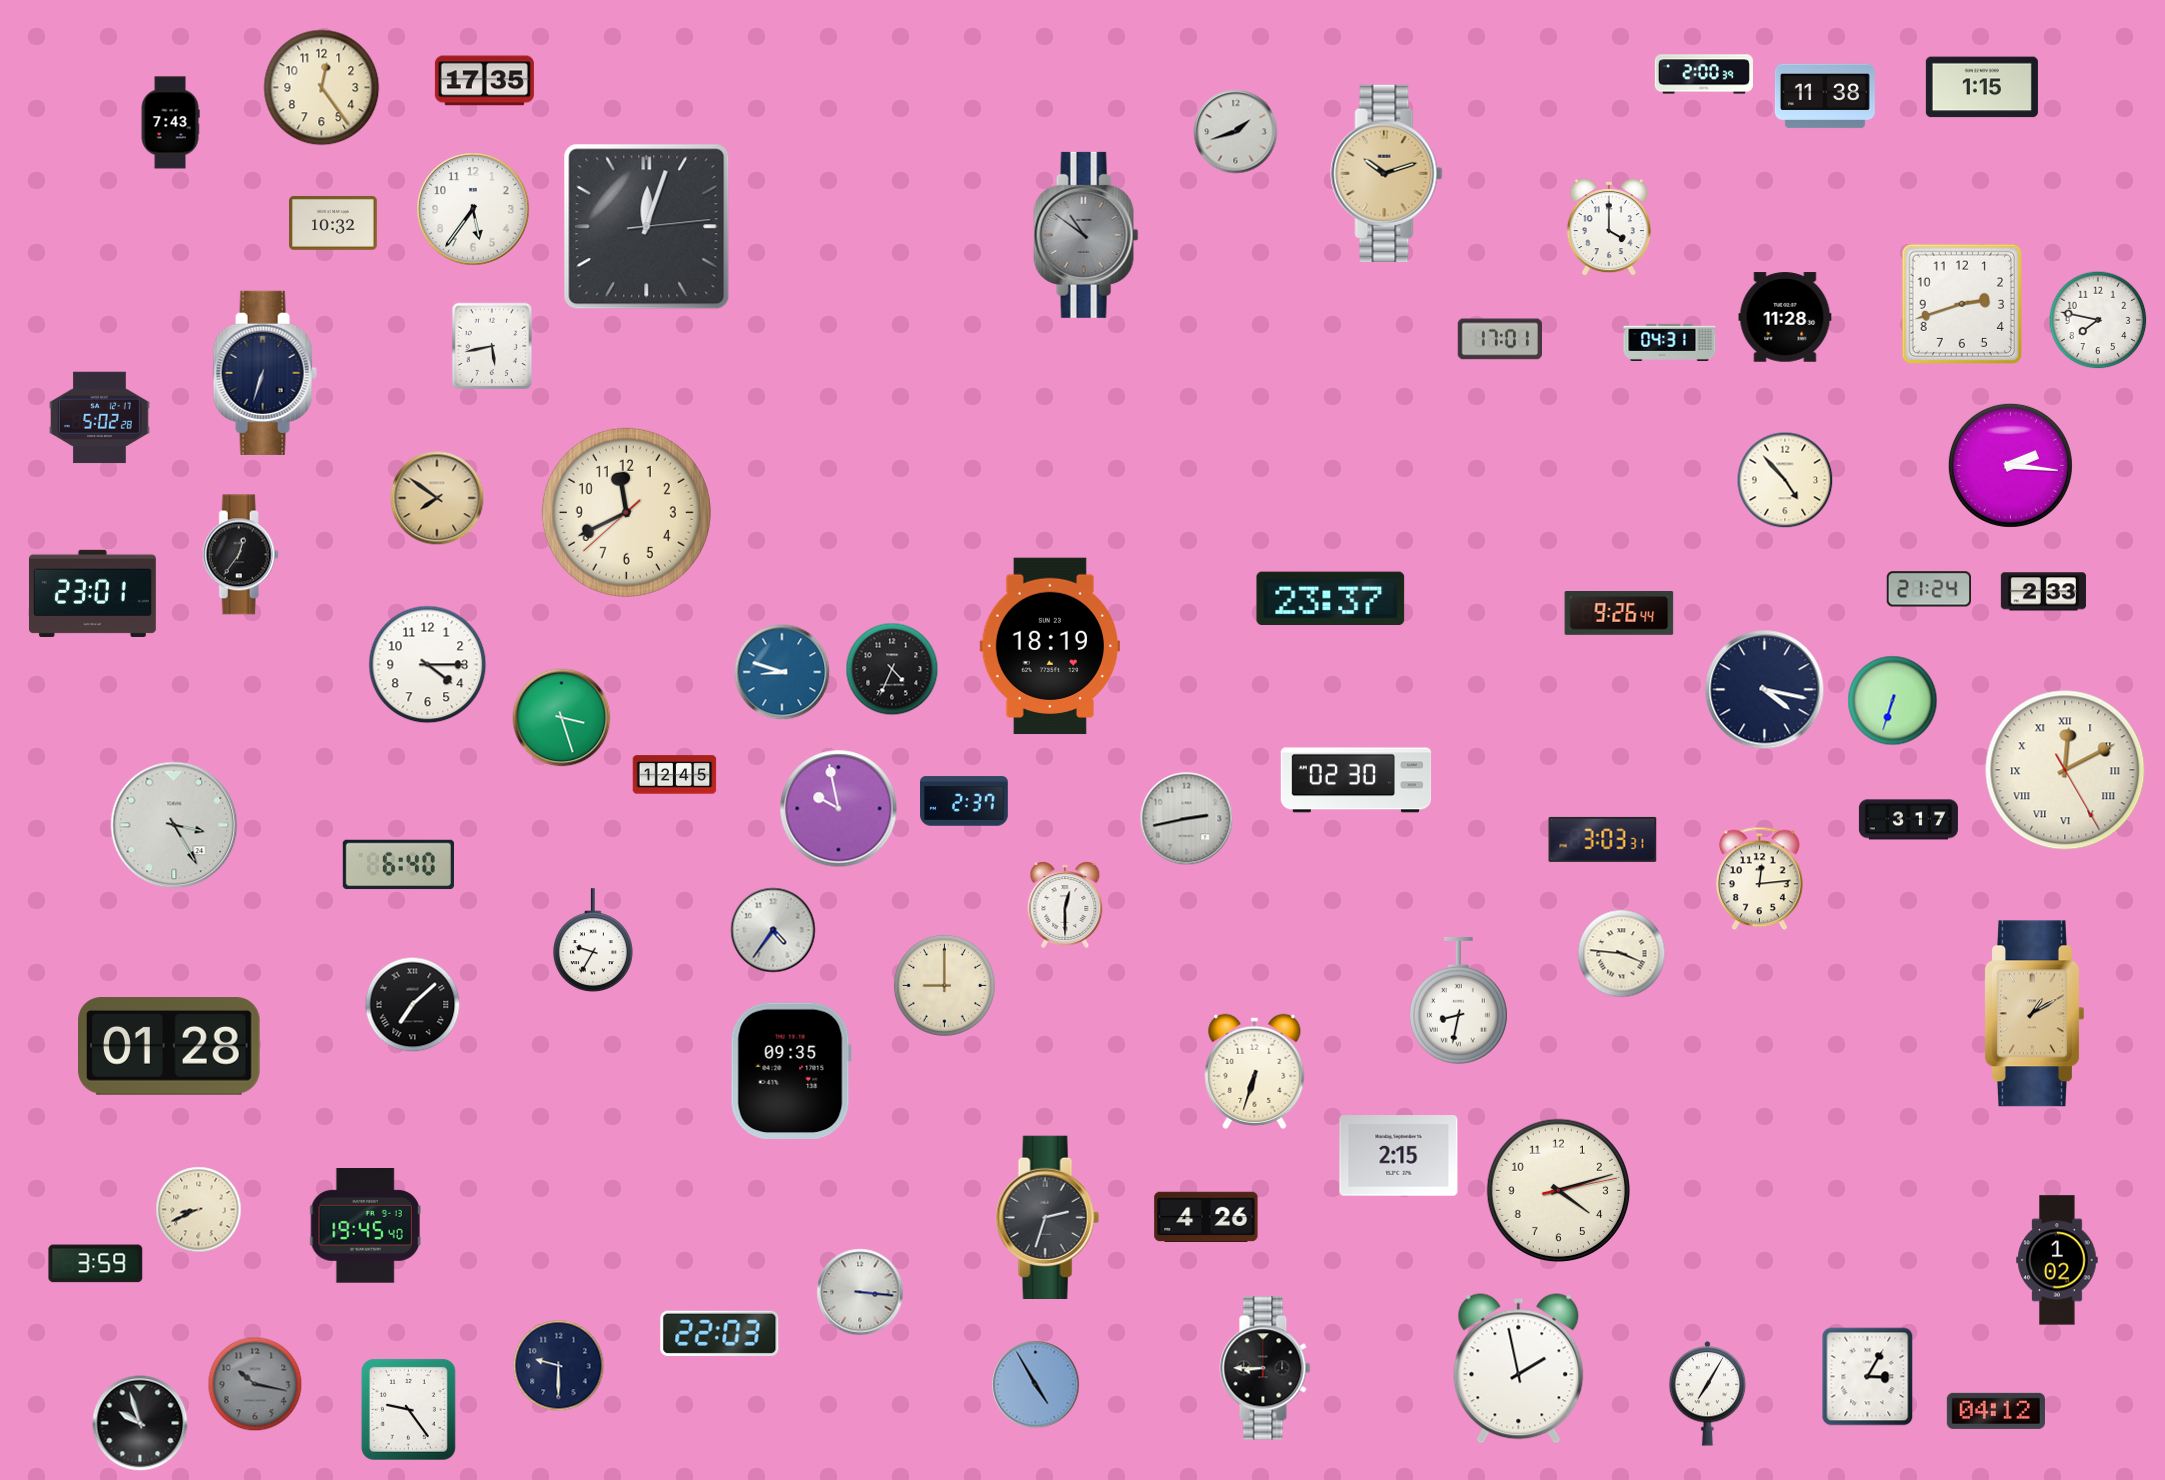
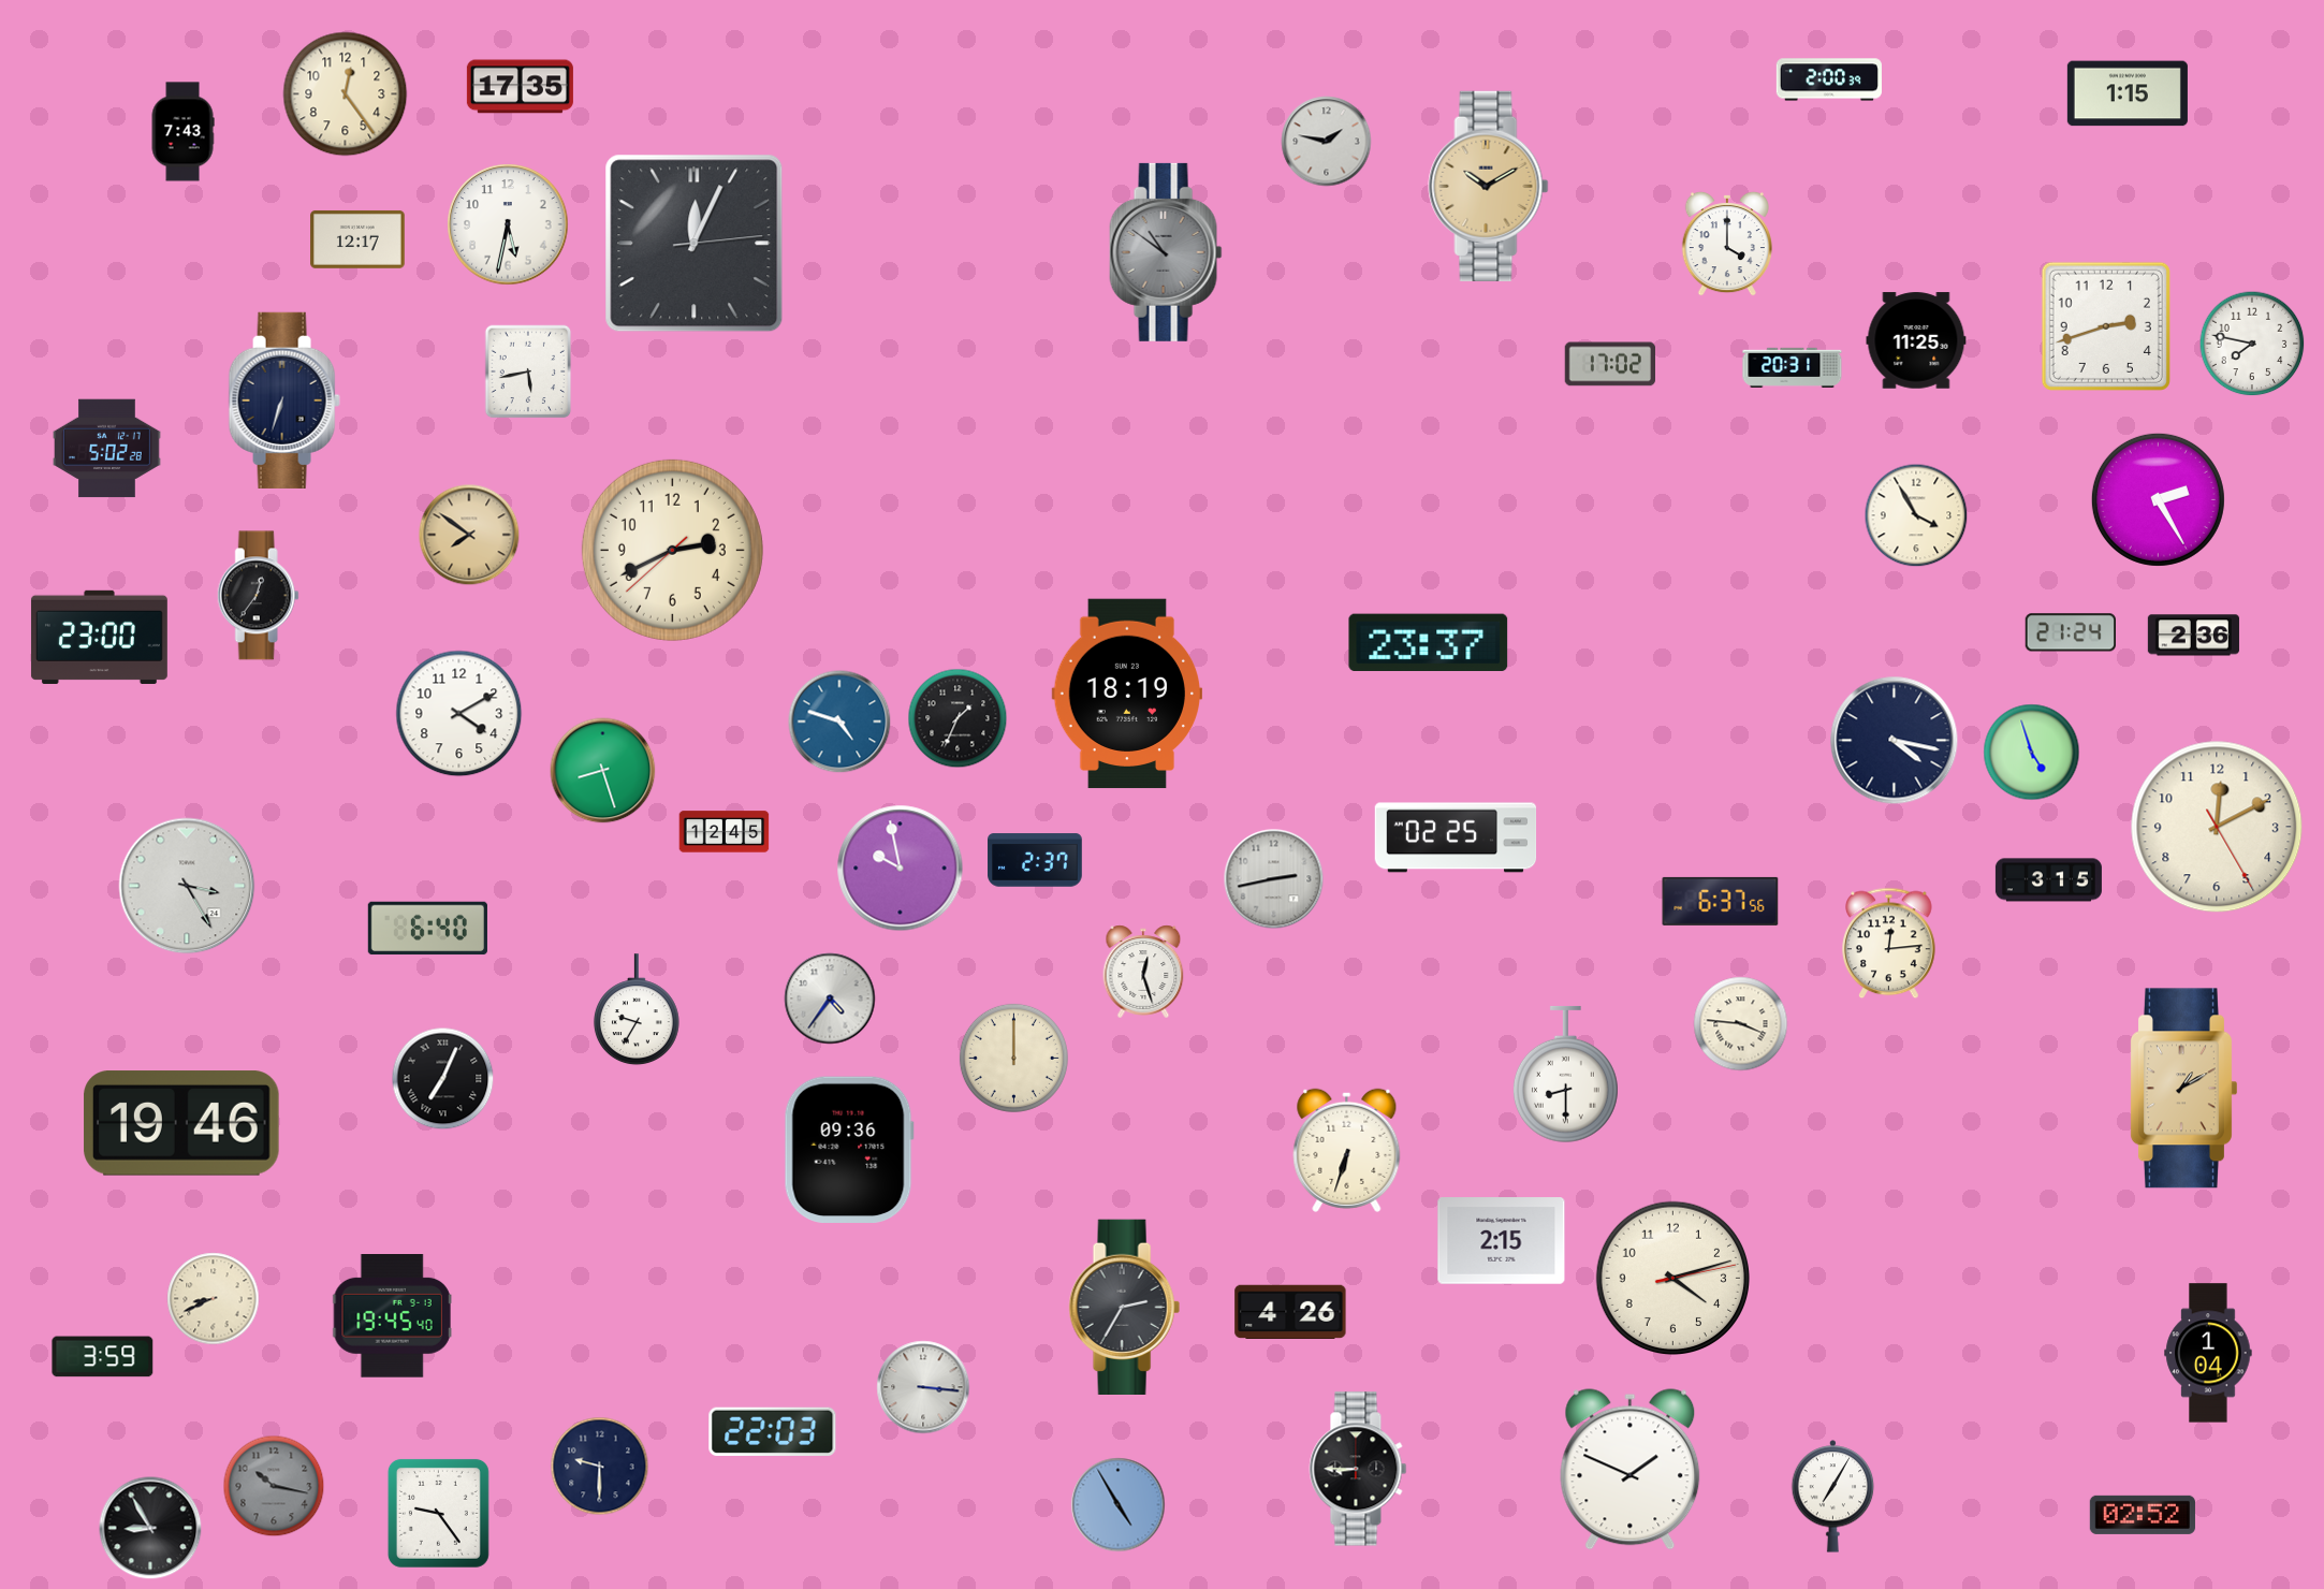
clock at (1825, 96): 11:38 -> none
clock at (1236, 132): 1:42 -> 1:47
clock at (1387, 173): 10:12 -> 10:10
clock at (473, 209): 5:36 -> 5:32
clock at (333, 223): 10:32 -> 12:17
clock at (647, 227): 12:03 -> 12:04
clock at (1785, 317): 11:28 -> 11:25
clock at (1499, 339): 17:01 -> 17:02
clock at (1670, 342): 04:31 -> 20:31
clock at (2010, 465): 2:16 -> 2:25
clock at (1785, 480): 4:53 -> 3:55
clock at (626, 512): 11:40 -> 2:40
clock at (2043, 592): 2:33 -> 2:36
clock at (92, 593): 23:01 -> 23:00
clock at (1619, 614): 9:26 -> none
clock at (428, 665): 4:15 -> 4:10
clock at (892, 669): 4:34 -> 1:34
clock at (782, 672): 8:48 -> 4:48
clock at (1893, 701): 6:33 -> 4:57
clock at (562, 718): 3:27 -> 8:27
clock at (2065, 770) numerals: Roman -> Arabic
clock at (1356, 780): 02:30 -> 02:25
clock at (1908, 820): 3:17 -> 3:15
clock at (1603, 839): 3:03 -> 6:37
clock at (1065, 905): 12:30 -> 12:27
clock at (944, 985): 9:00 -> 12:00
clock at (1458, 1001): 8:32 -> 8:30
clock at (413, 1005): 7:08 -> 7:04
clock at (169, 1046): 01:28 -> 19:46
clock at (791, 1070): 09:35 -> 09:36
clock at (1206, 1216) position: (1206, 1216) -> (1290, 1311)
clock at (1047, 1217): 2:33 -> 2:35
clock at (2057, 1260): 1:02 -> 1:04
clock at (1519, 1369): 1:58 -> 1:49
clock at (1868, 1377): 3:05 -> none
clock at (1036, 1385) position: (1036, 1385) -> (1119, 1505)
clock at (1996, 1411): 04:12 -> 02:52
clock at (140, 1423): 9:57 -> 8:55
